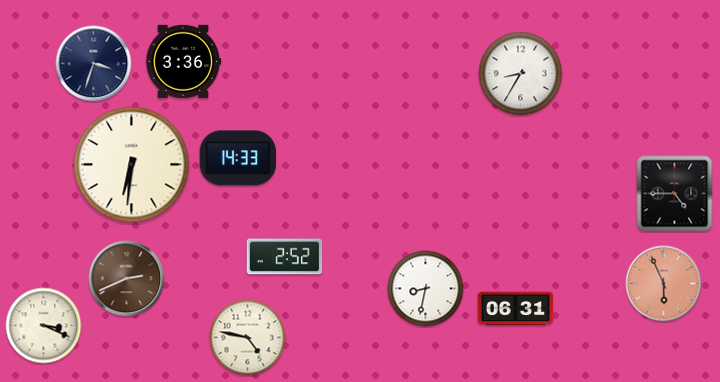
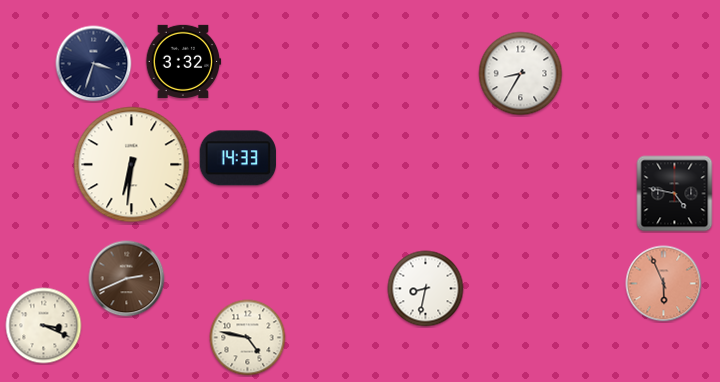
clock at (183, 61): 3:36 -> 3:32
clock at (675, 194): 4:45 -> 4:47
clock at (285, 257): 2:52 -> none
clock at (516, 309): 06:31 -> none
